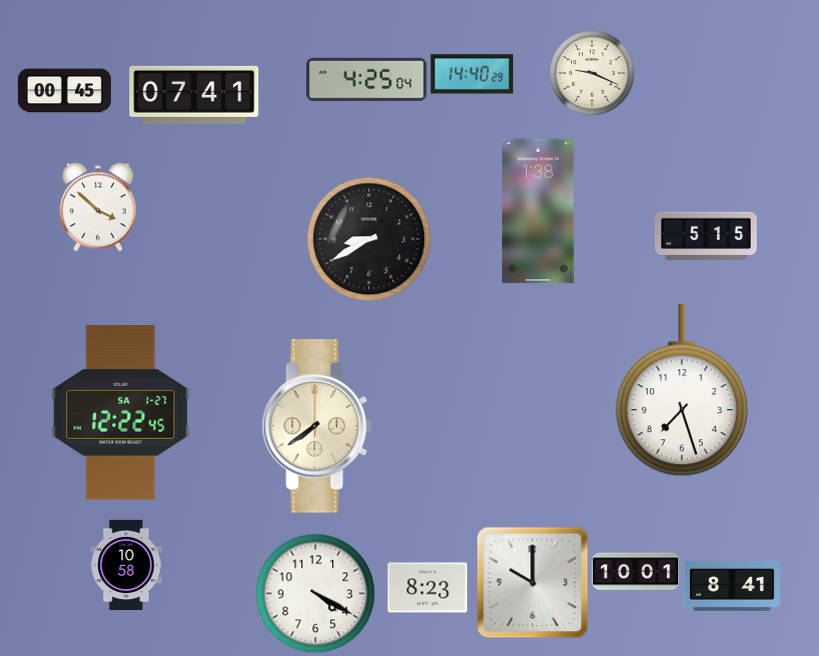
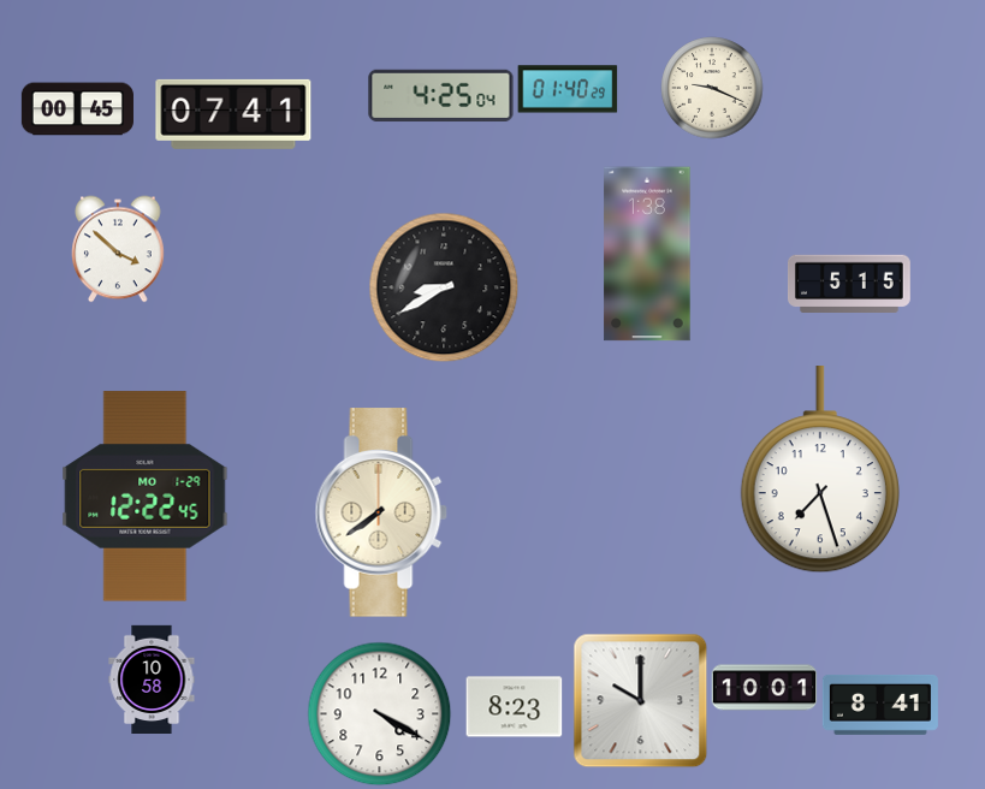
clock at (472, 74): 14:40 -> 01:40
clock at (121, 413) date: SA 1-27 -> MO 1-29
